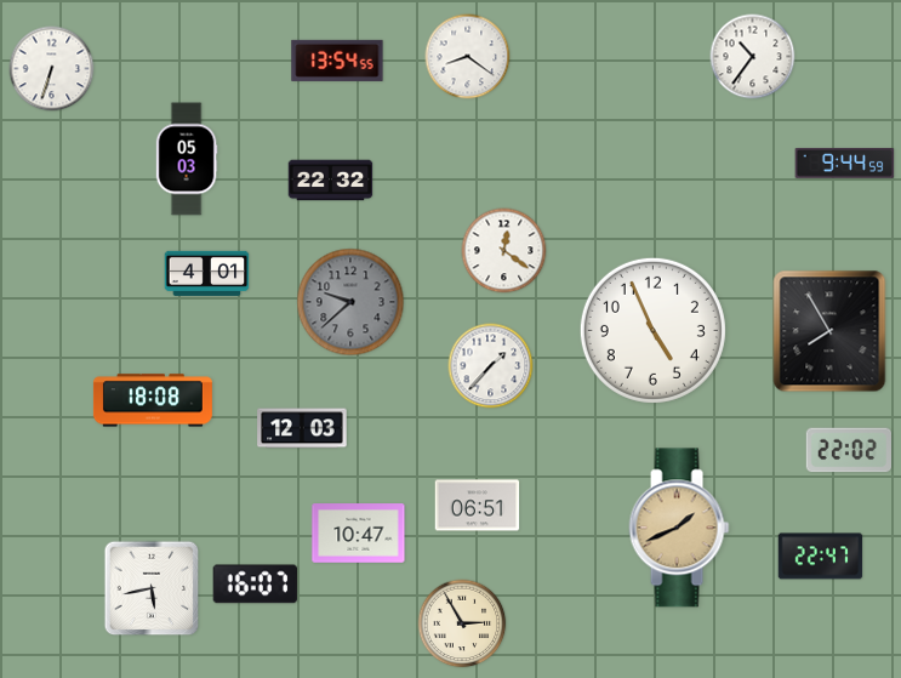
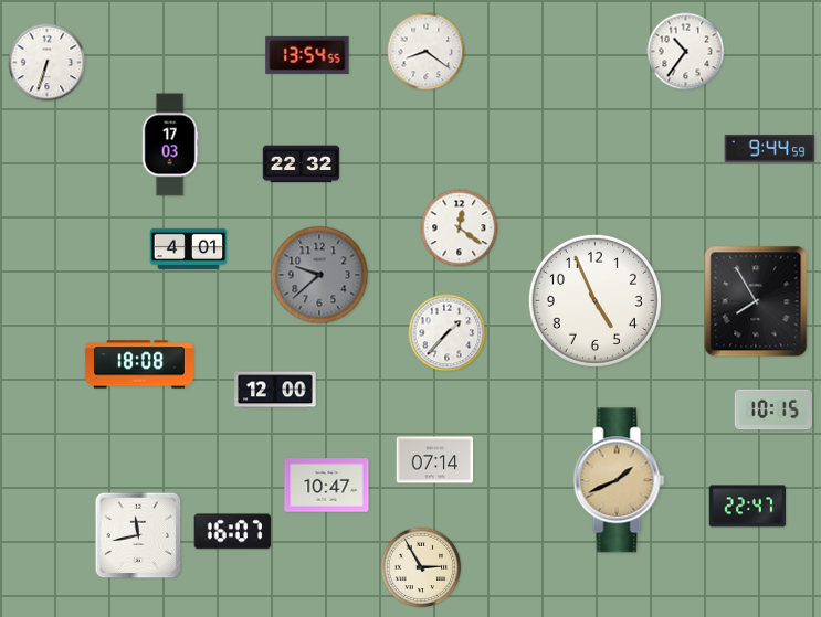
clock at (187, 159): 05:03 -> 17:03
clock at (302, 428): 12:03 -> 12:00
clock at (848, 450): 22:02 -> 10:15
clock at (478, 506): 06:51 -> 07:14
clock at (152, 588): 5:43 -> 11:43
